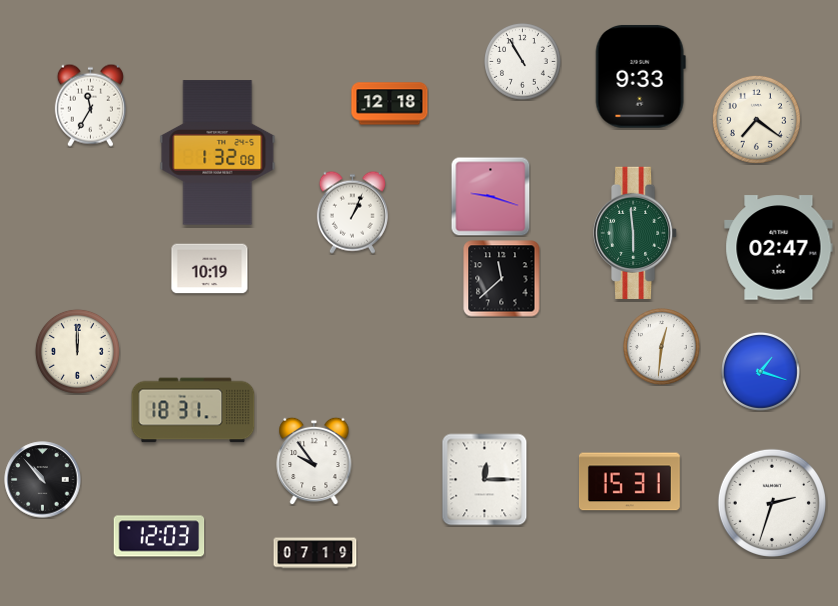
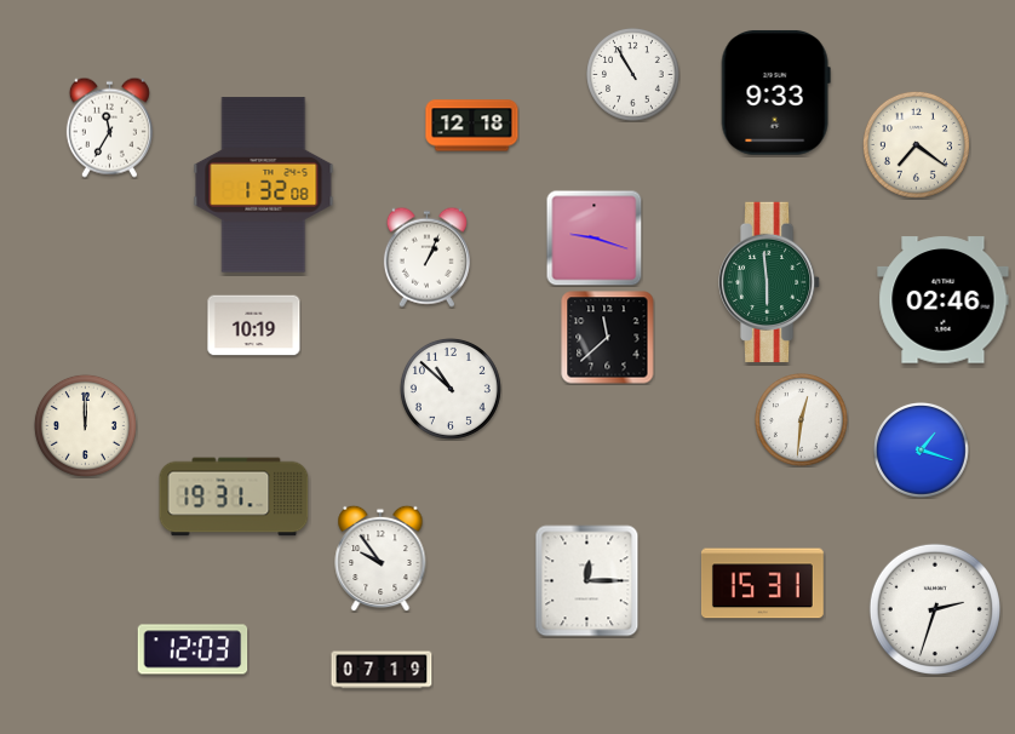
clock at (779, 248): 02:47 -> 02:46
clock at (451, 389): none -> 10:52
clock at (77, 351) position: (77, 351) -> (85, 425)
clock at (193, 410): 18:31 -> 19:31
clock at (43, 480): 10:53 -> none
